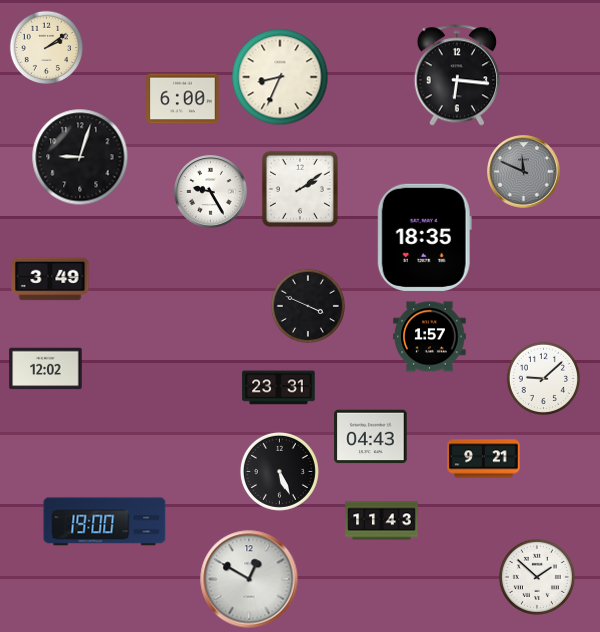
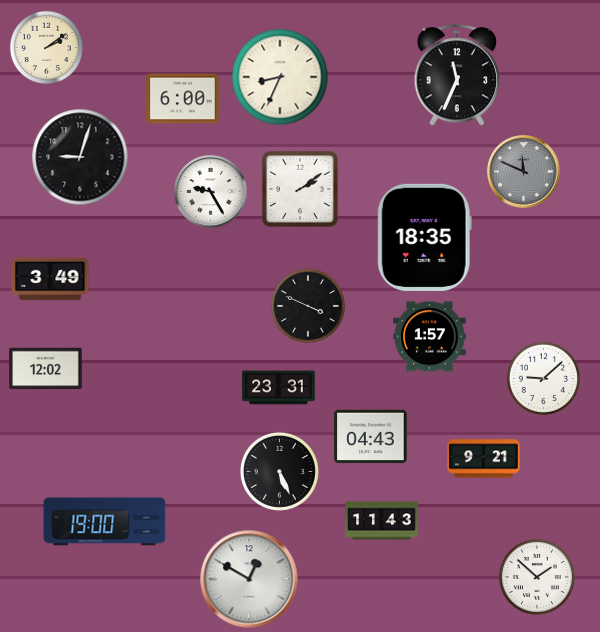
clock at (456, 75): 6:16 -> 11:34
